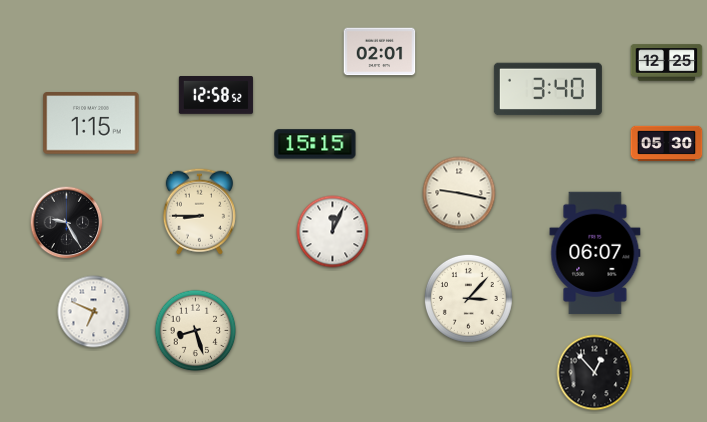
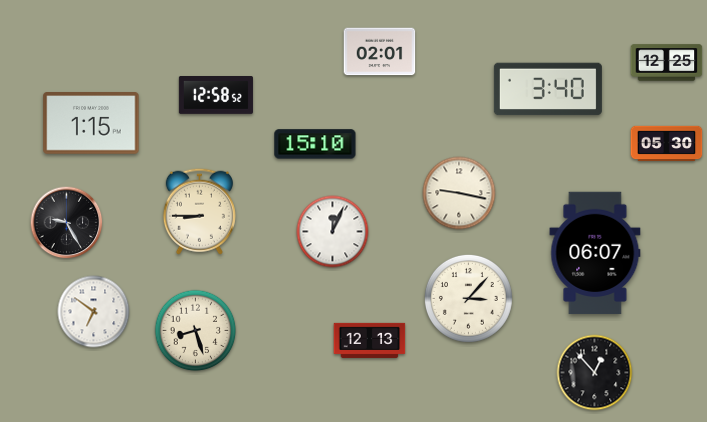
clock at (315, 144): 15:15 -> 15:10
clock at (94, 312): 6:49 -> 6:51
clock at (370, 340): none -> 12:13
